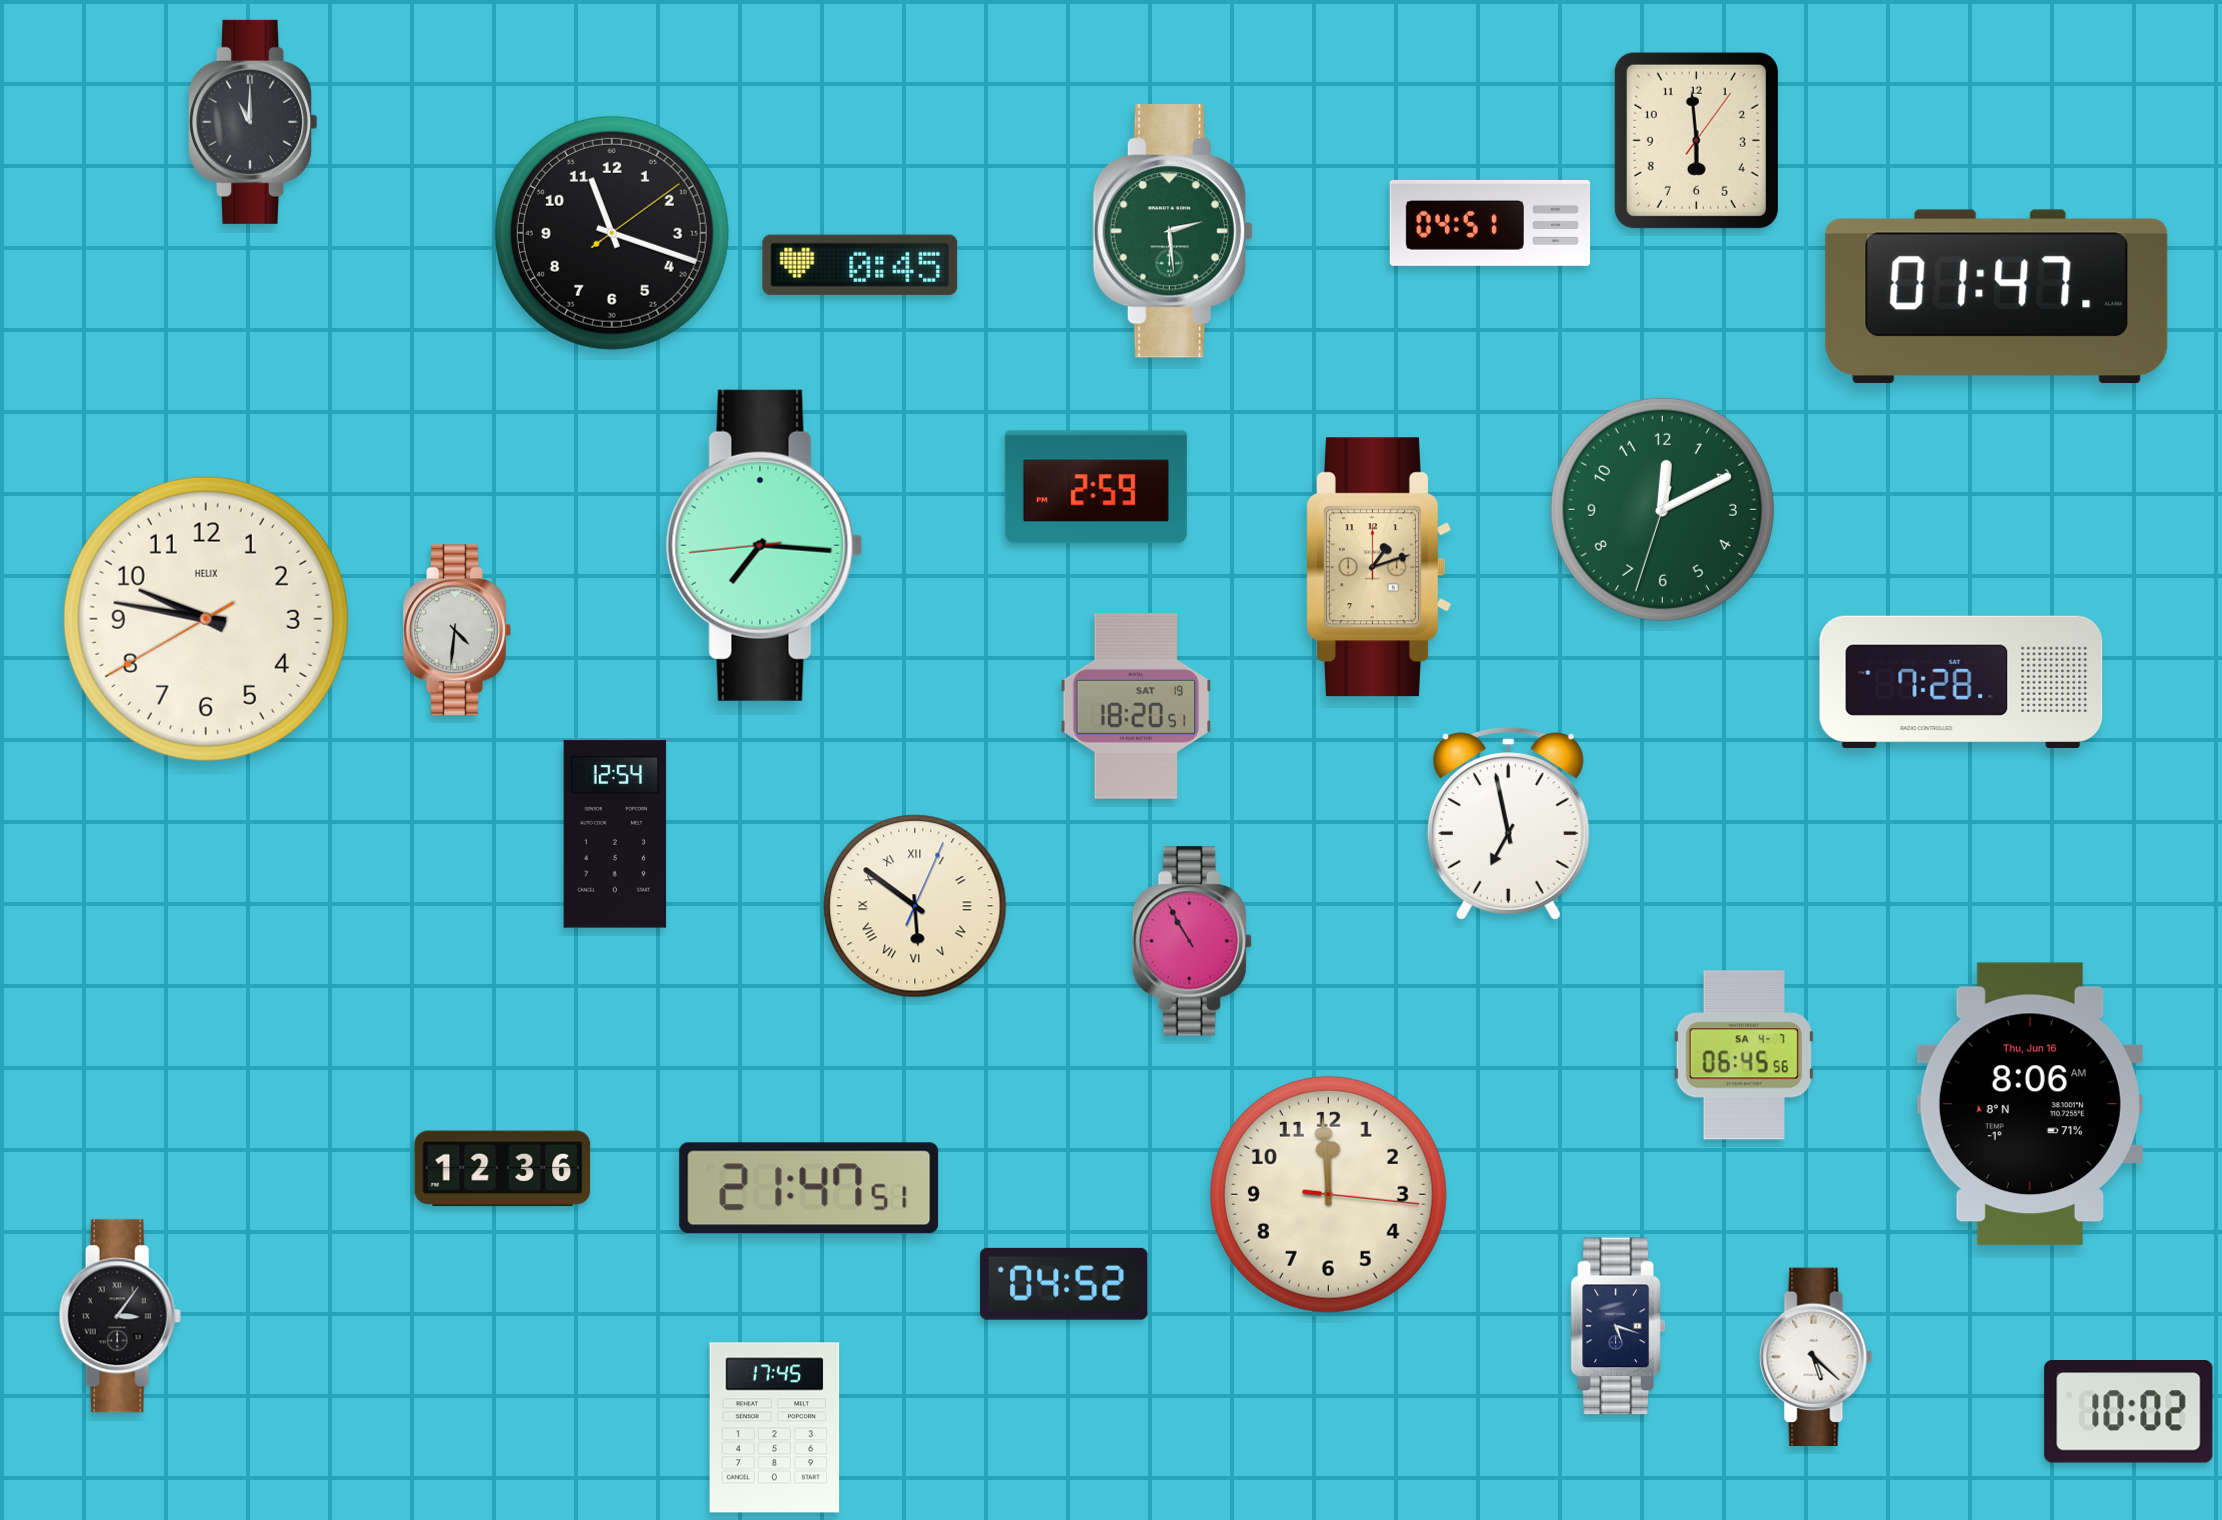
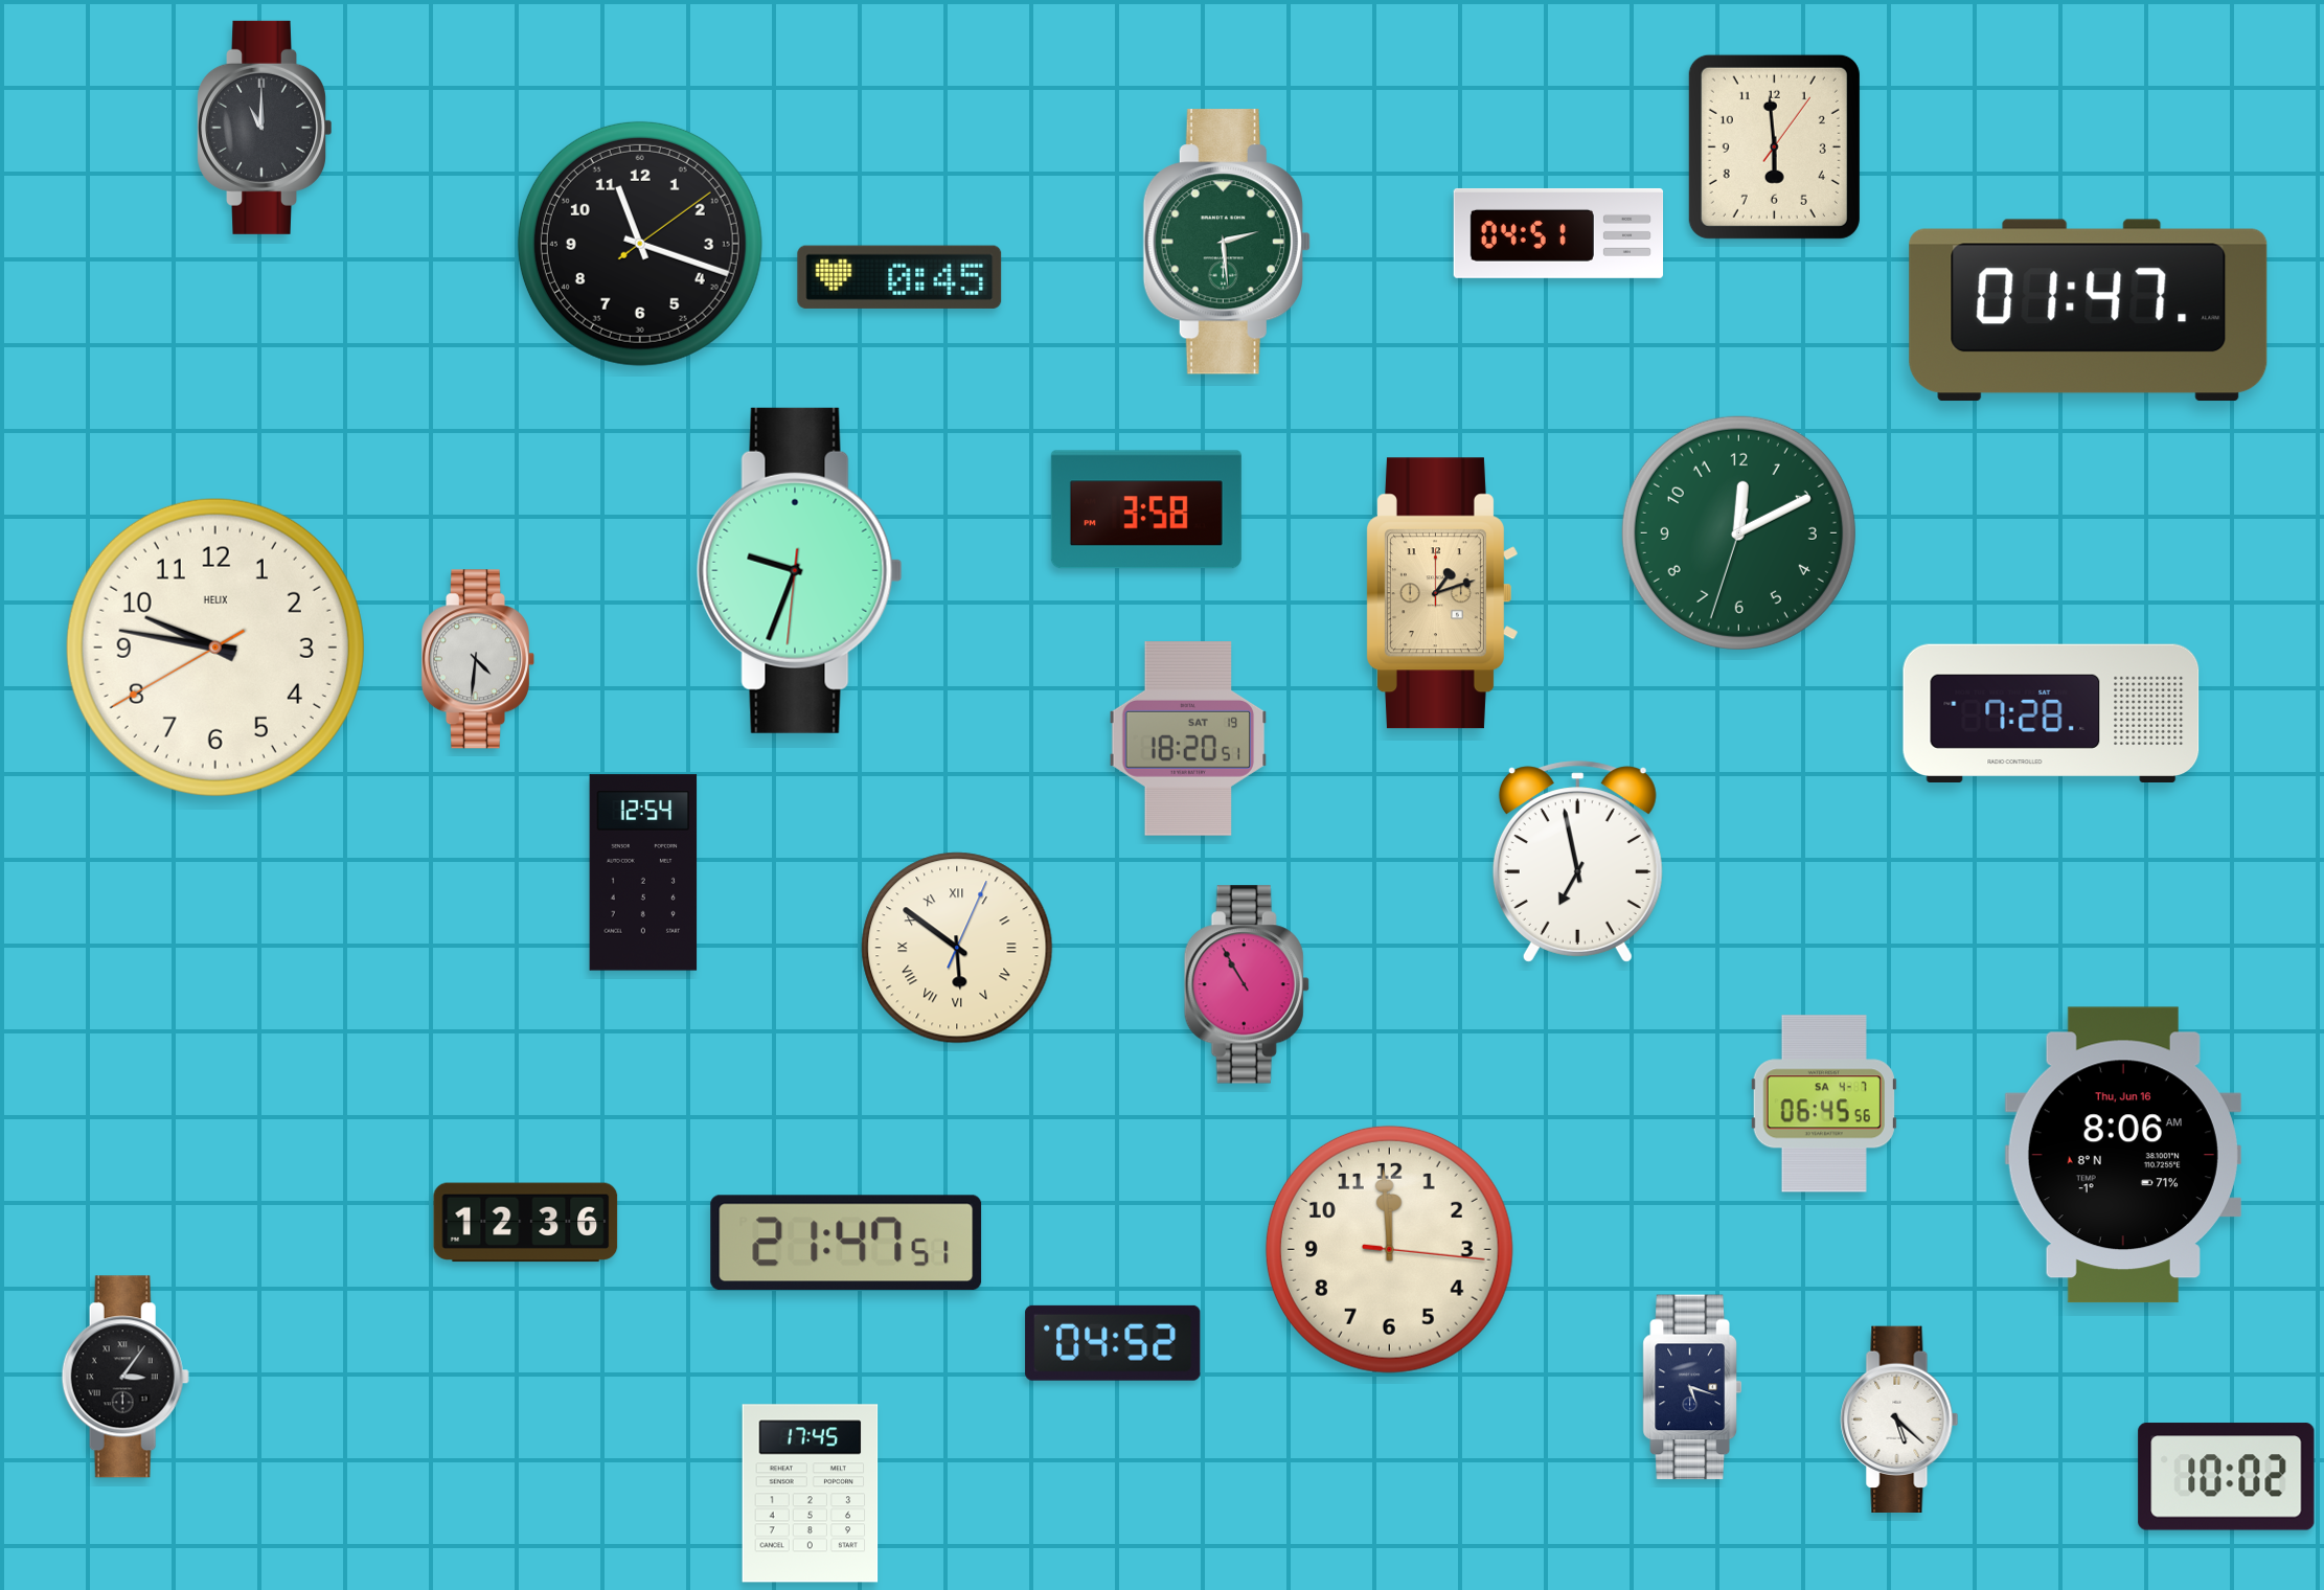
clock at (1096, 487): 2:59 -> 3:58
clock at (764, 545): 7:15 -> 9:33
